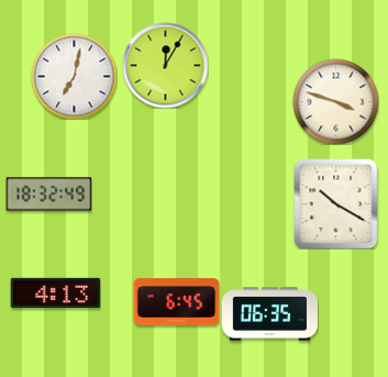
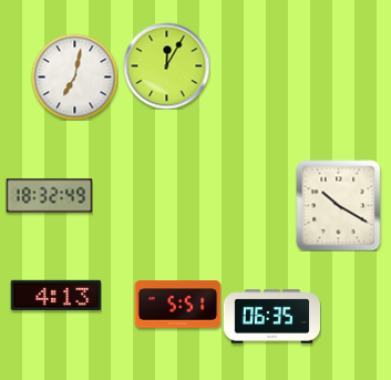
clock at (335, 101): 3:48 -> none
clock at (176, 302): 6:45 -> 5:51
